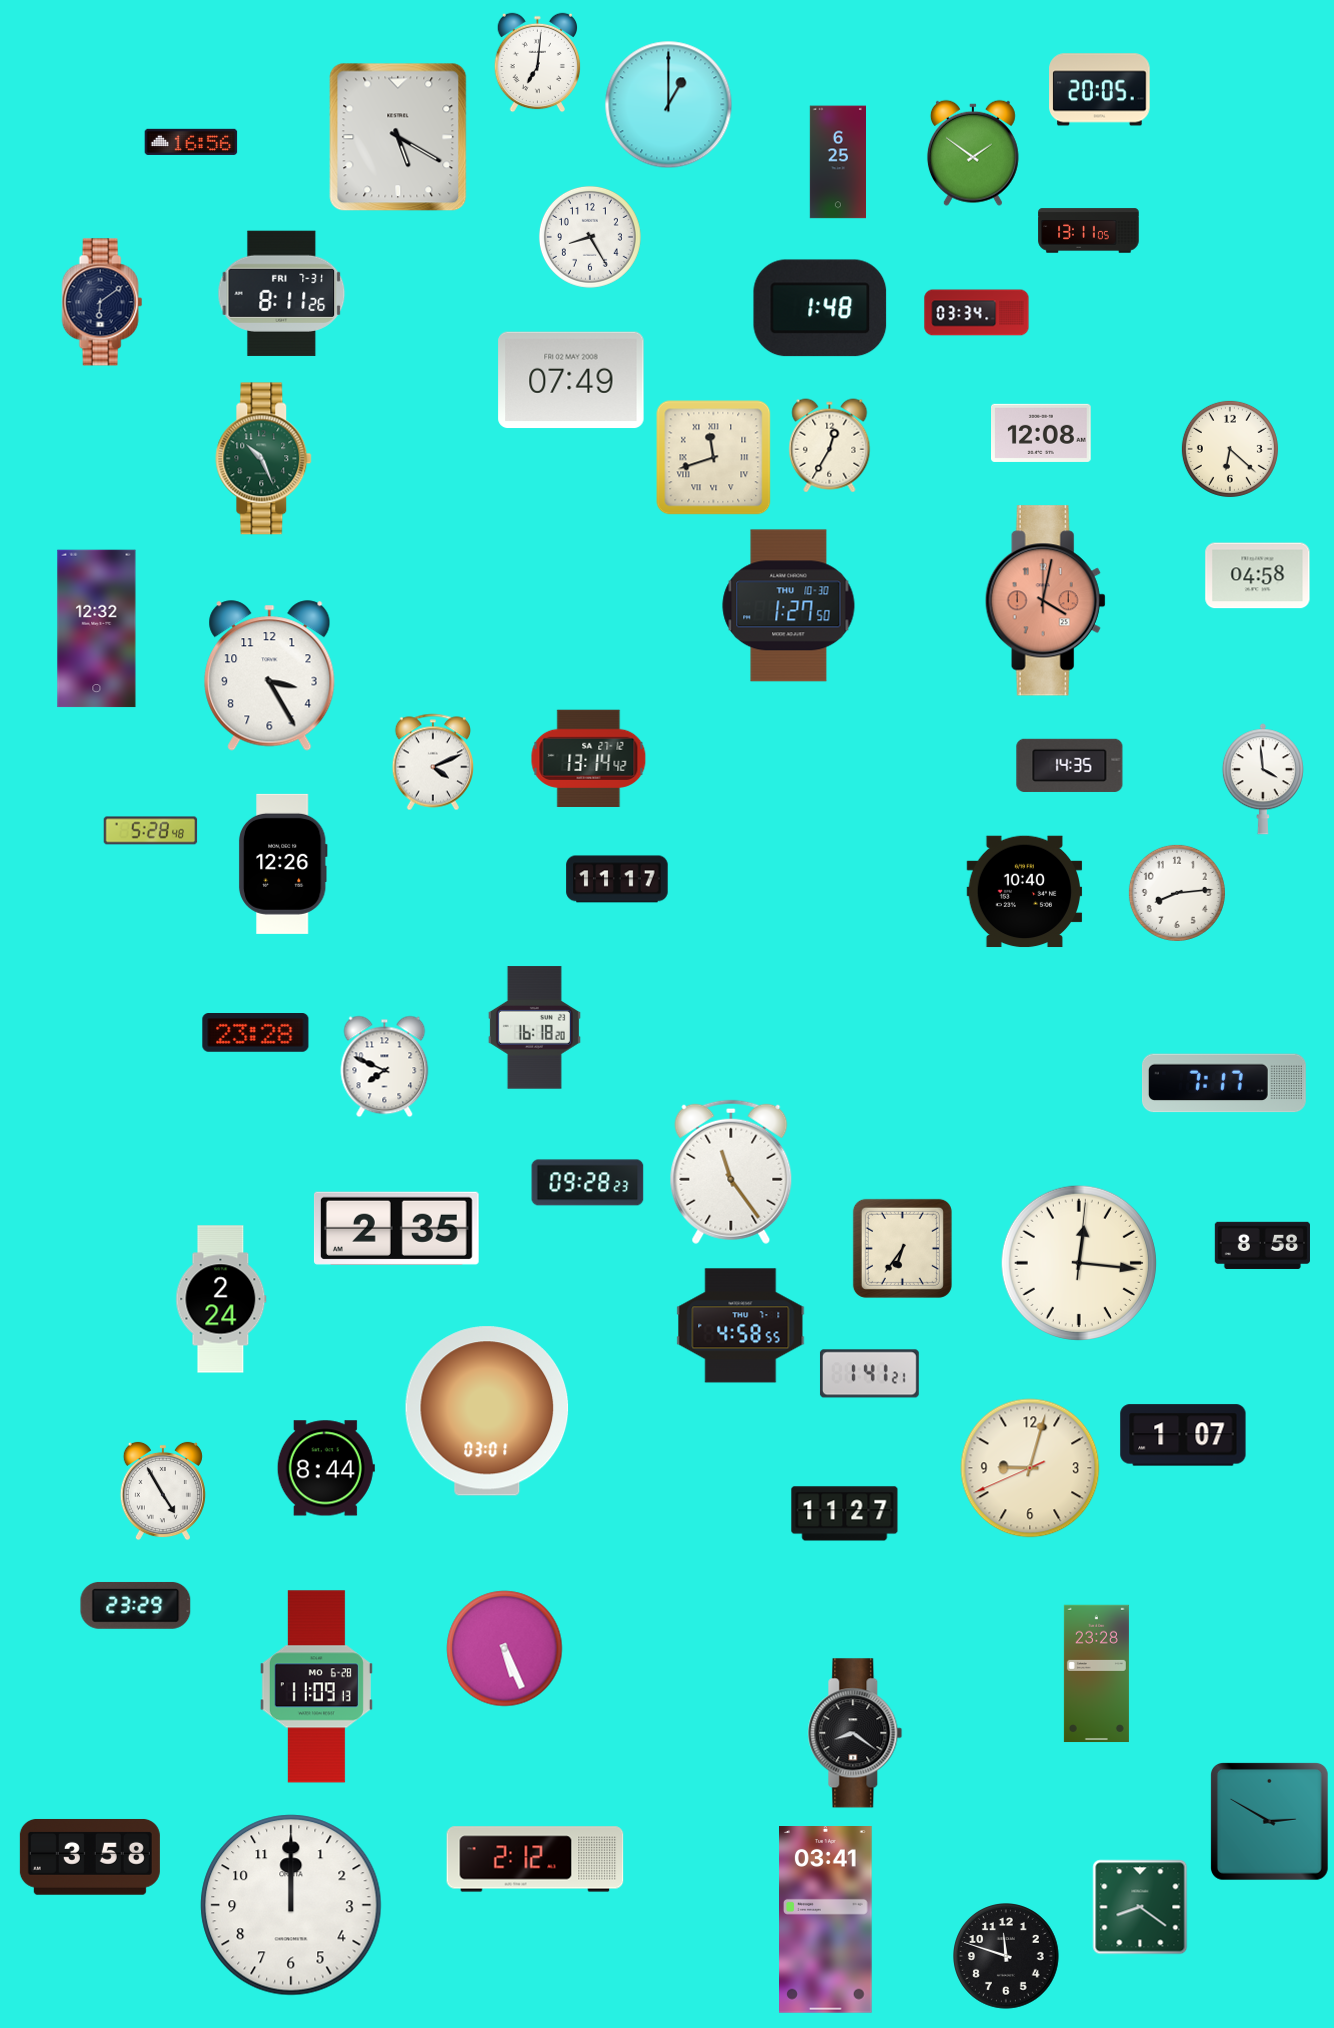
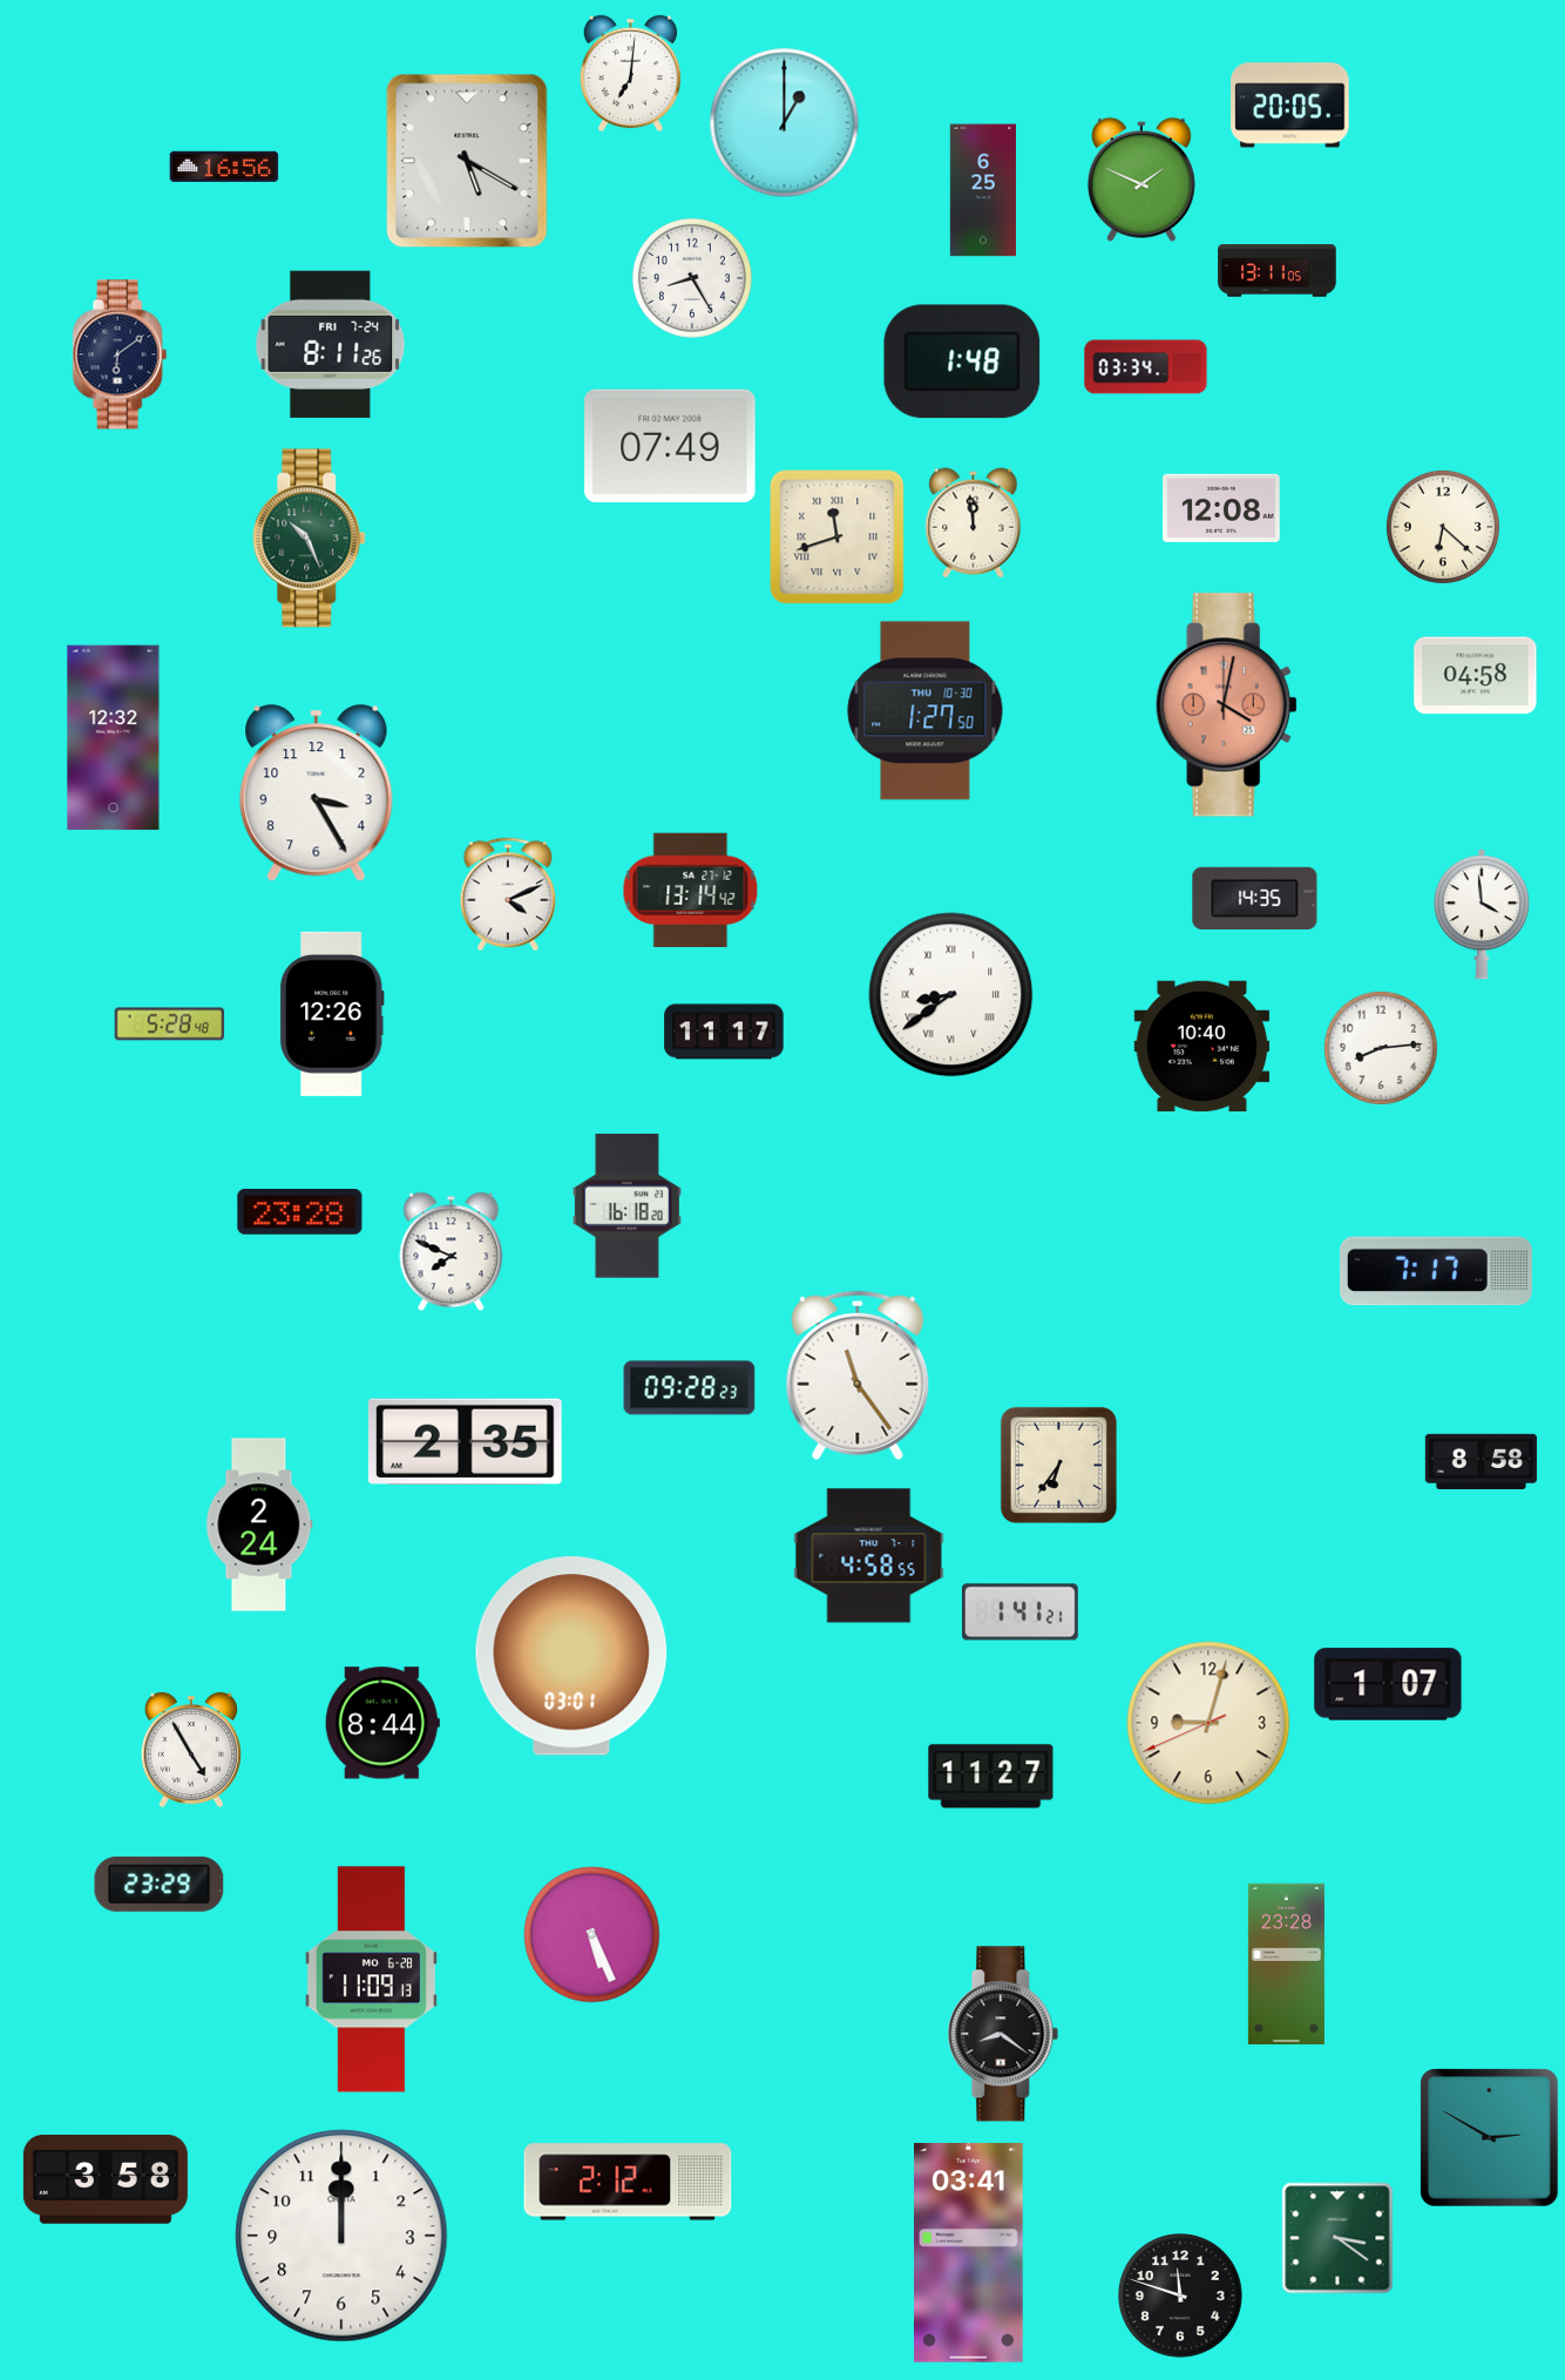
clock at (973, 153): 1:51 -> 1:49
clock at (282, 293) date: FRI 7-31 -> FRI 7-24
clock at (830, 446): 12:35 -> 11:59
clock at (151, 831) position: (151, 831) -> (170, 1025)
clock at (951, 995): none -> 8:39
clock at (1079, 1263): 12:16 -> none
clock at (1140, 1907): 8:21 -> 3:21
